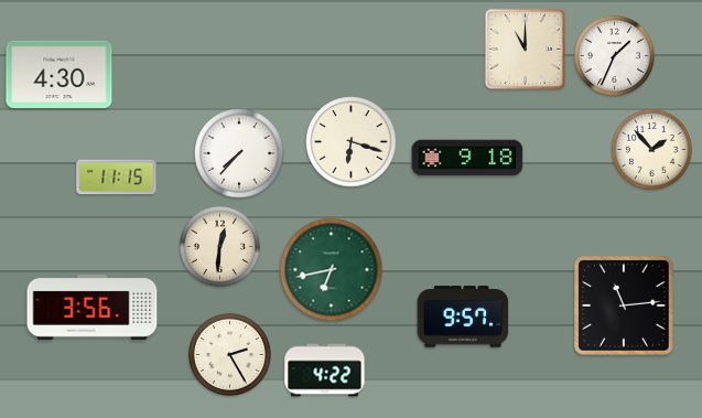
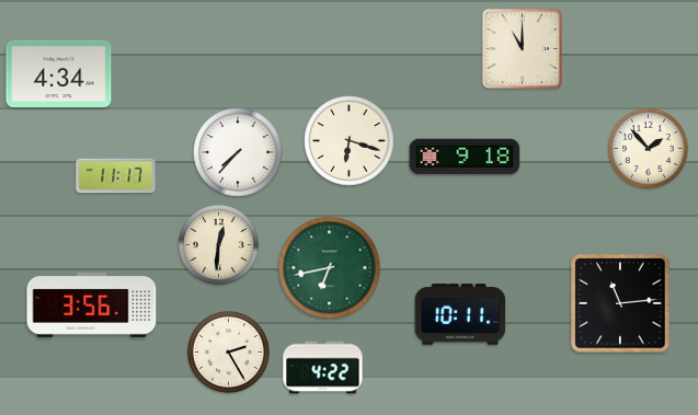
clock at (614, 55): 1:34 -> none
clock at (60, 74): 4:30 -> 4:34
clock at (117, 178): 11:15 -> 11:17
clock at (463, 317): 9:57 -> 10:11
